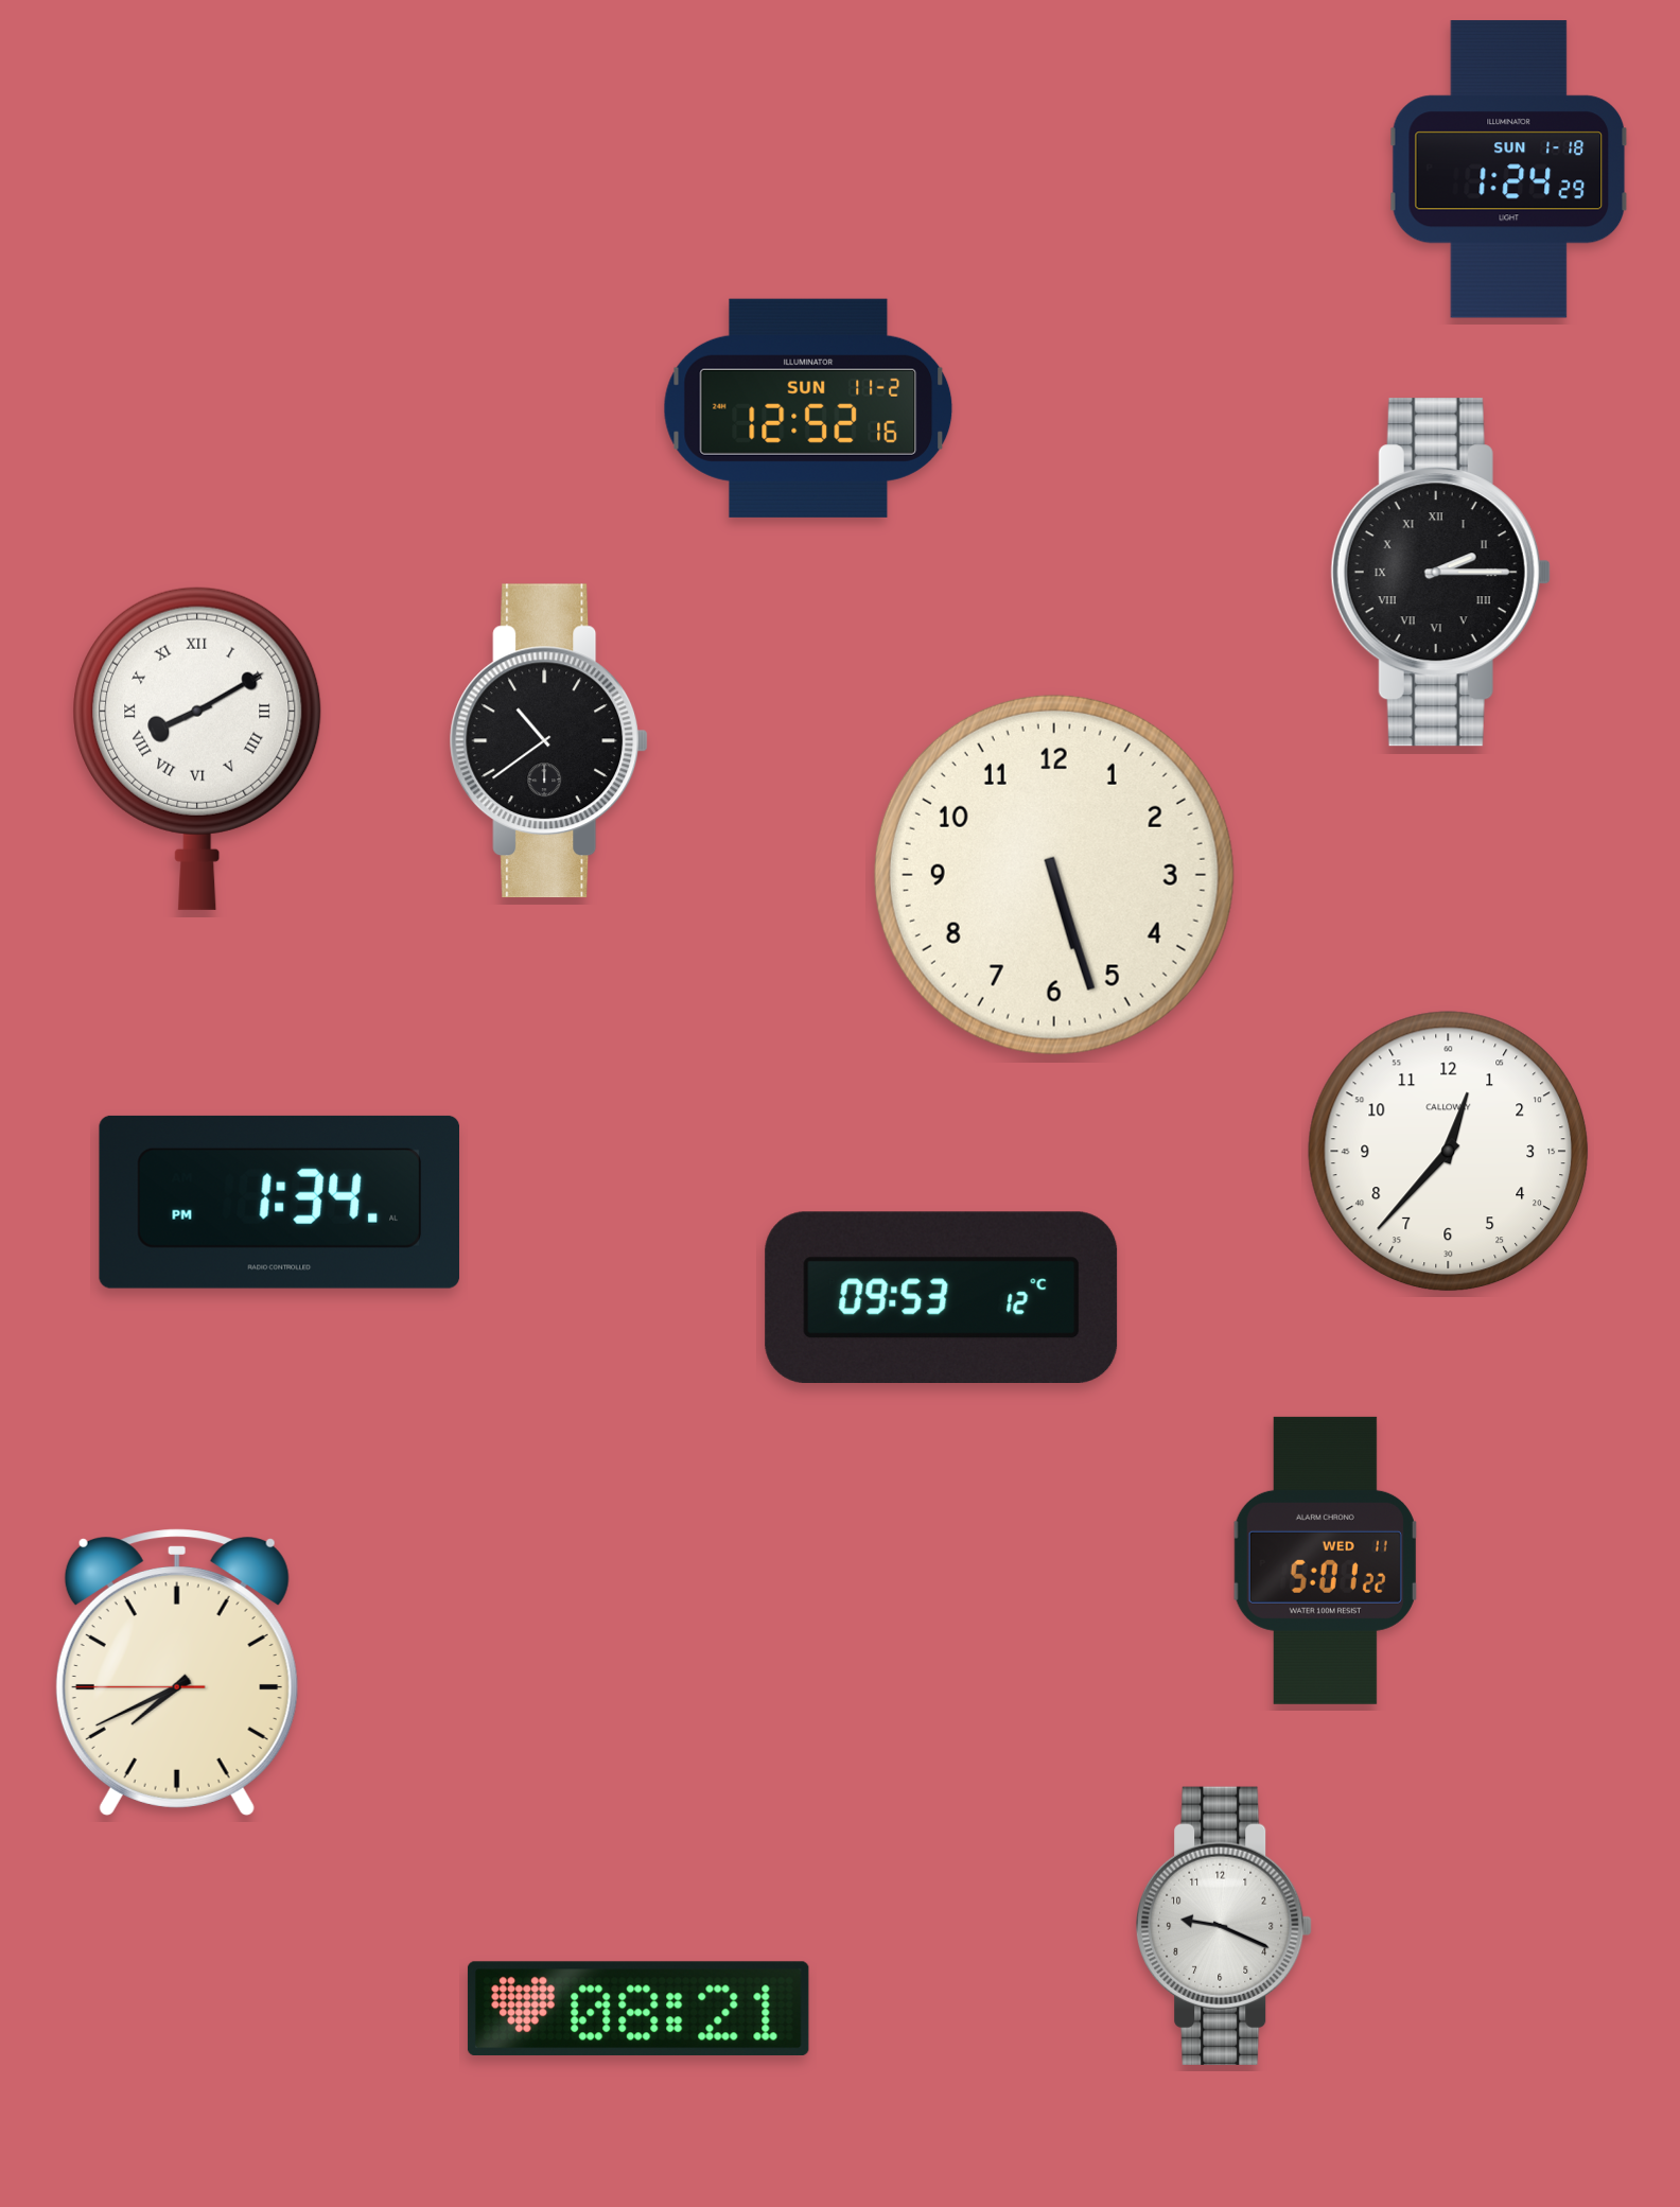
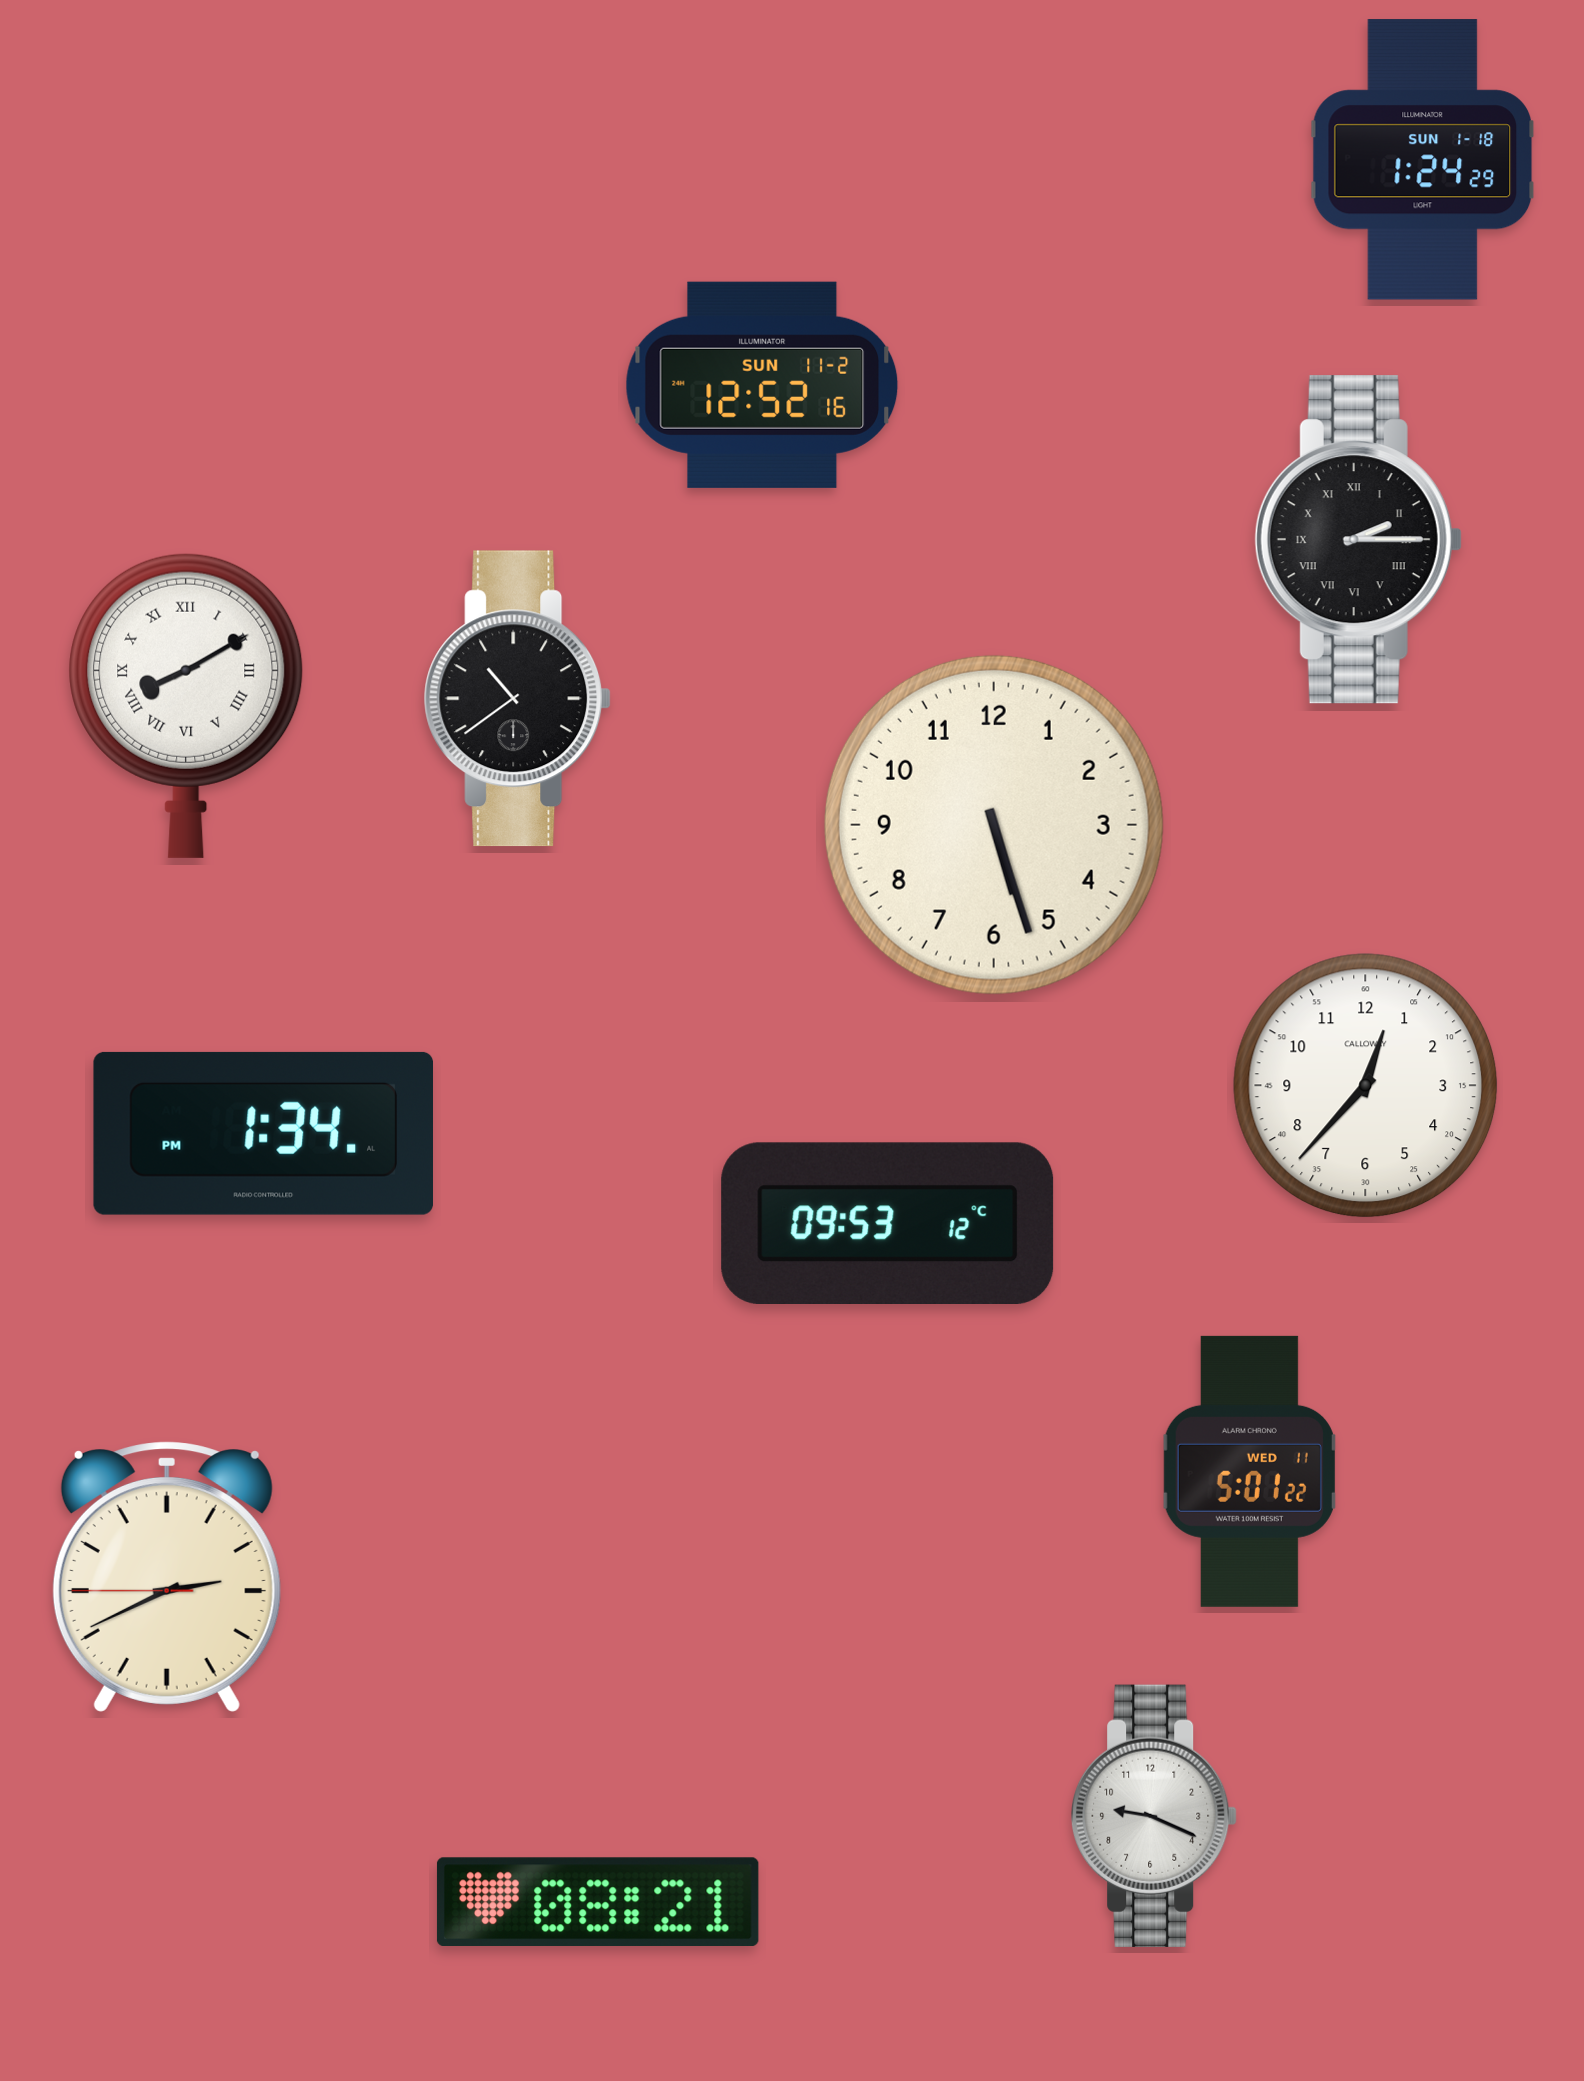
clock at (177, 1672): 7:40 -> 2:40
clock at (638, 2008) position: (638, 2008) -> (598, 1901)
